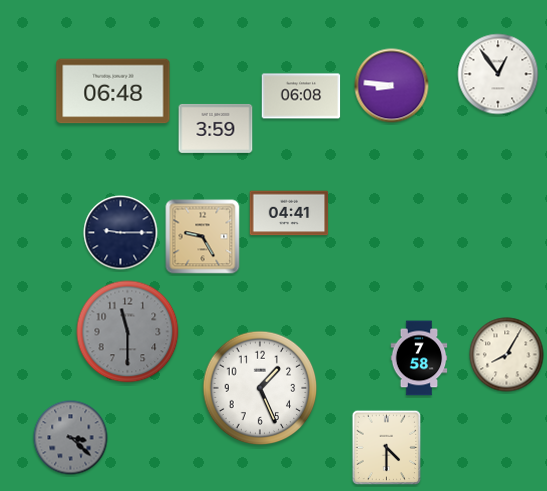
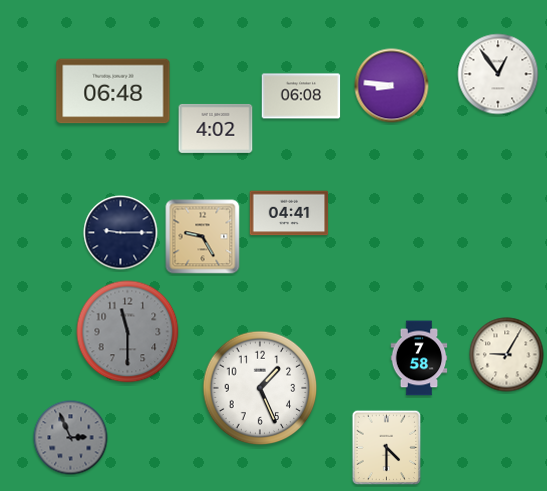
clock at (216, 128): 3:59 -> 4:02
clock at (507, 355): 8:05 -> 9:05
clock at (71, 438): 3:22 -> 2:56
